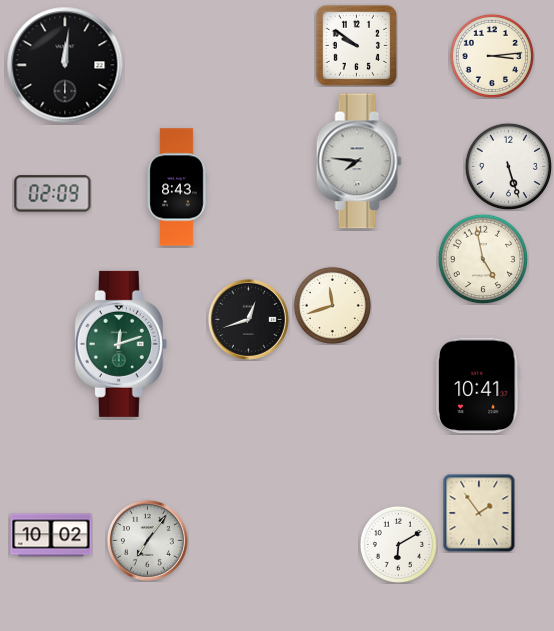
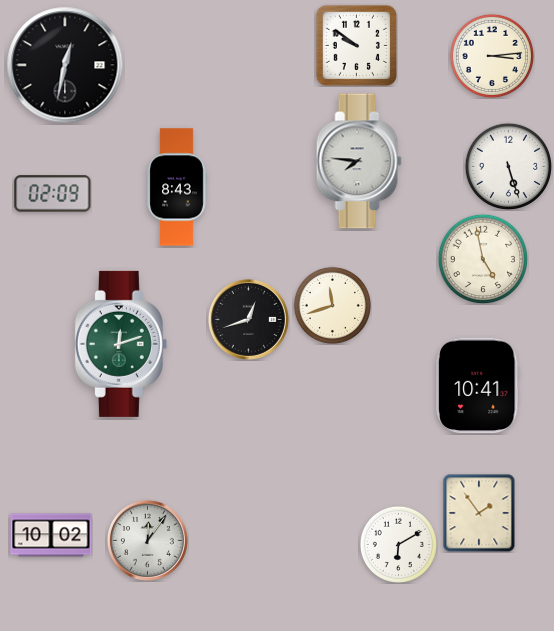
clock at (65, 65): 12:01 -> 12:32
clock at (147, 540): 7:06 -> 12:06
